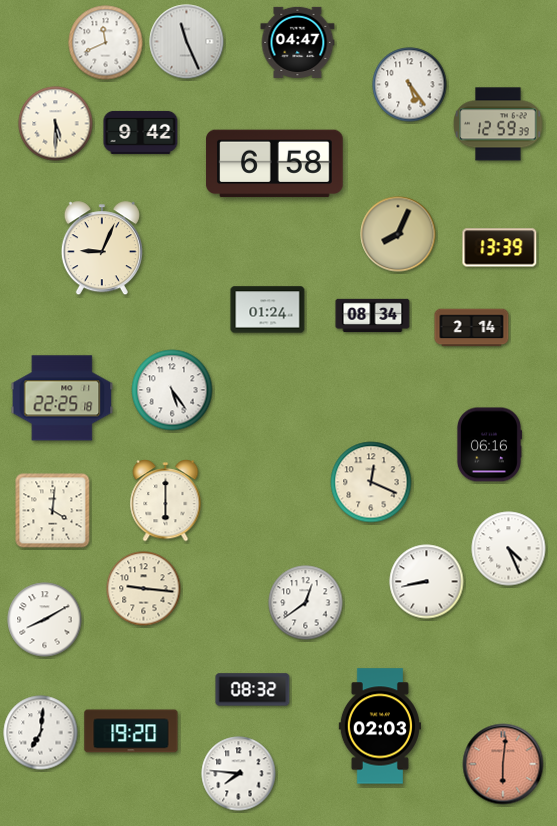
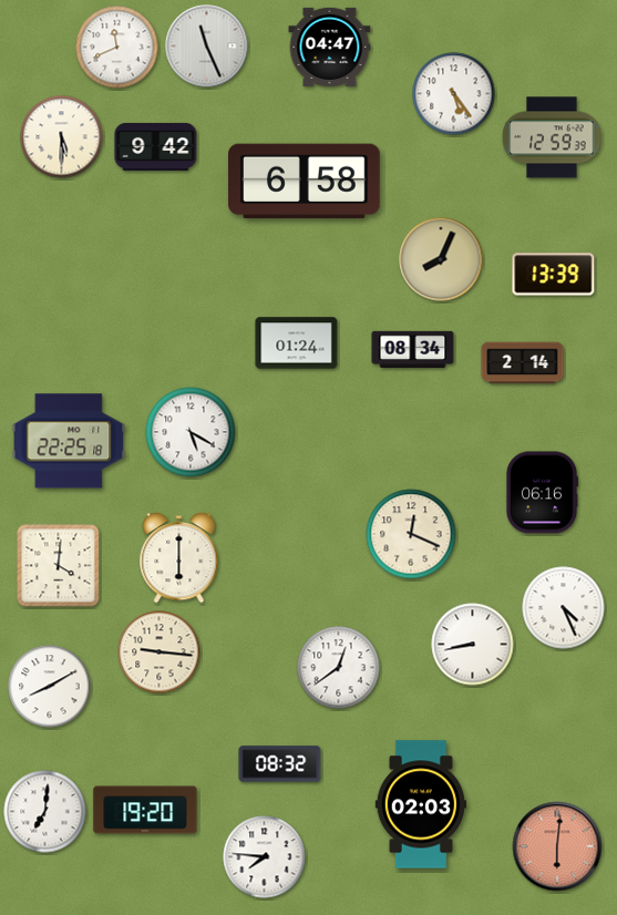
clock at (102, 249): 9:04 -> none
clock at (172, 390): 5:24 -> 5:20
clock at (166, 501) position: (166, 501) -> (179, 558)
